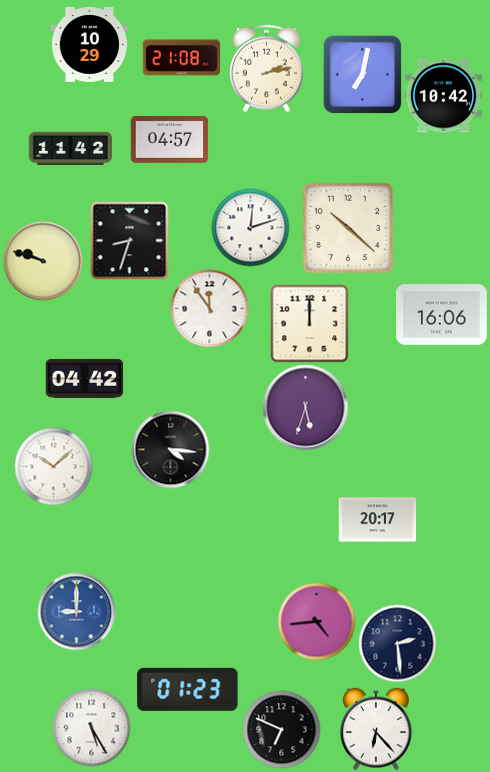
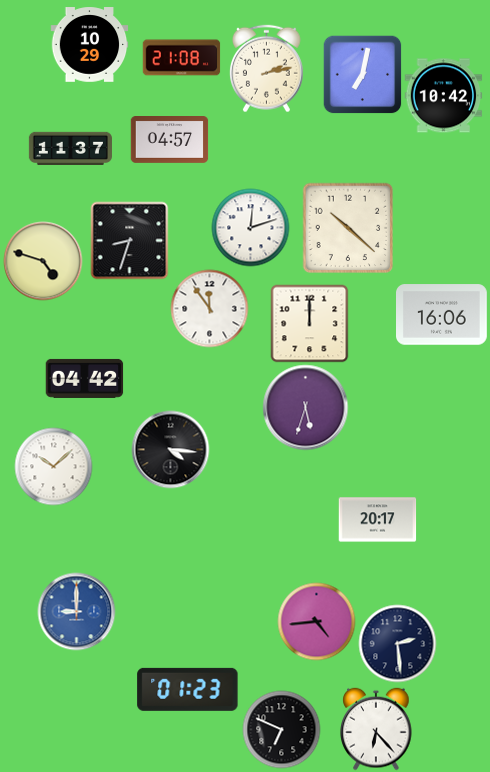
clock at (70, 148): 11:42 -> 11:37
clock at (43, 261): 9:48 -> 4:48
clock at (91, 727): 5:25 -> none
